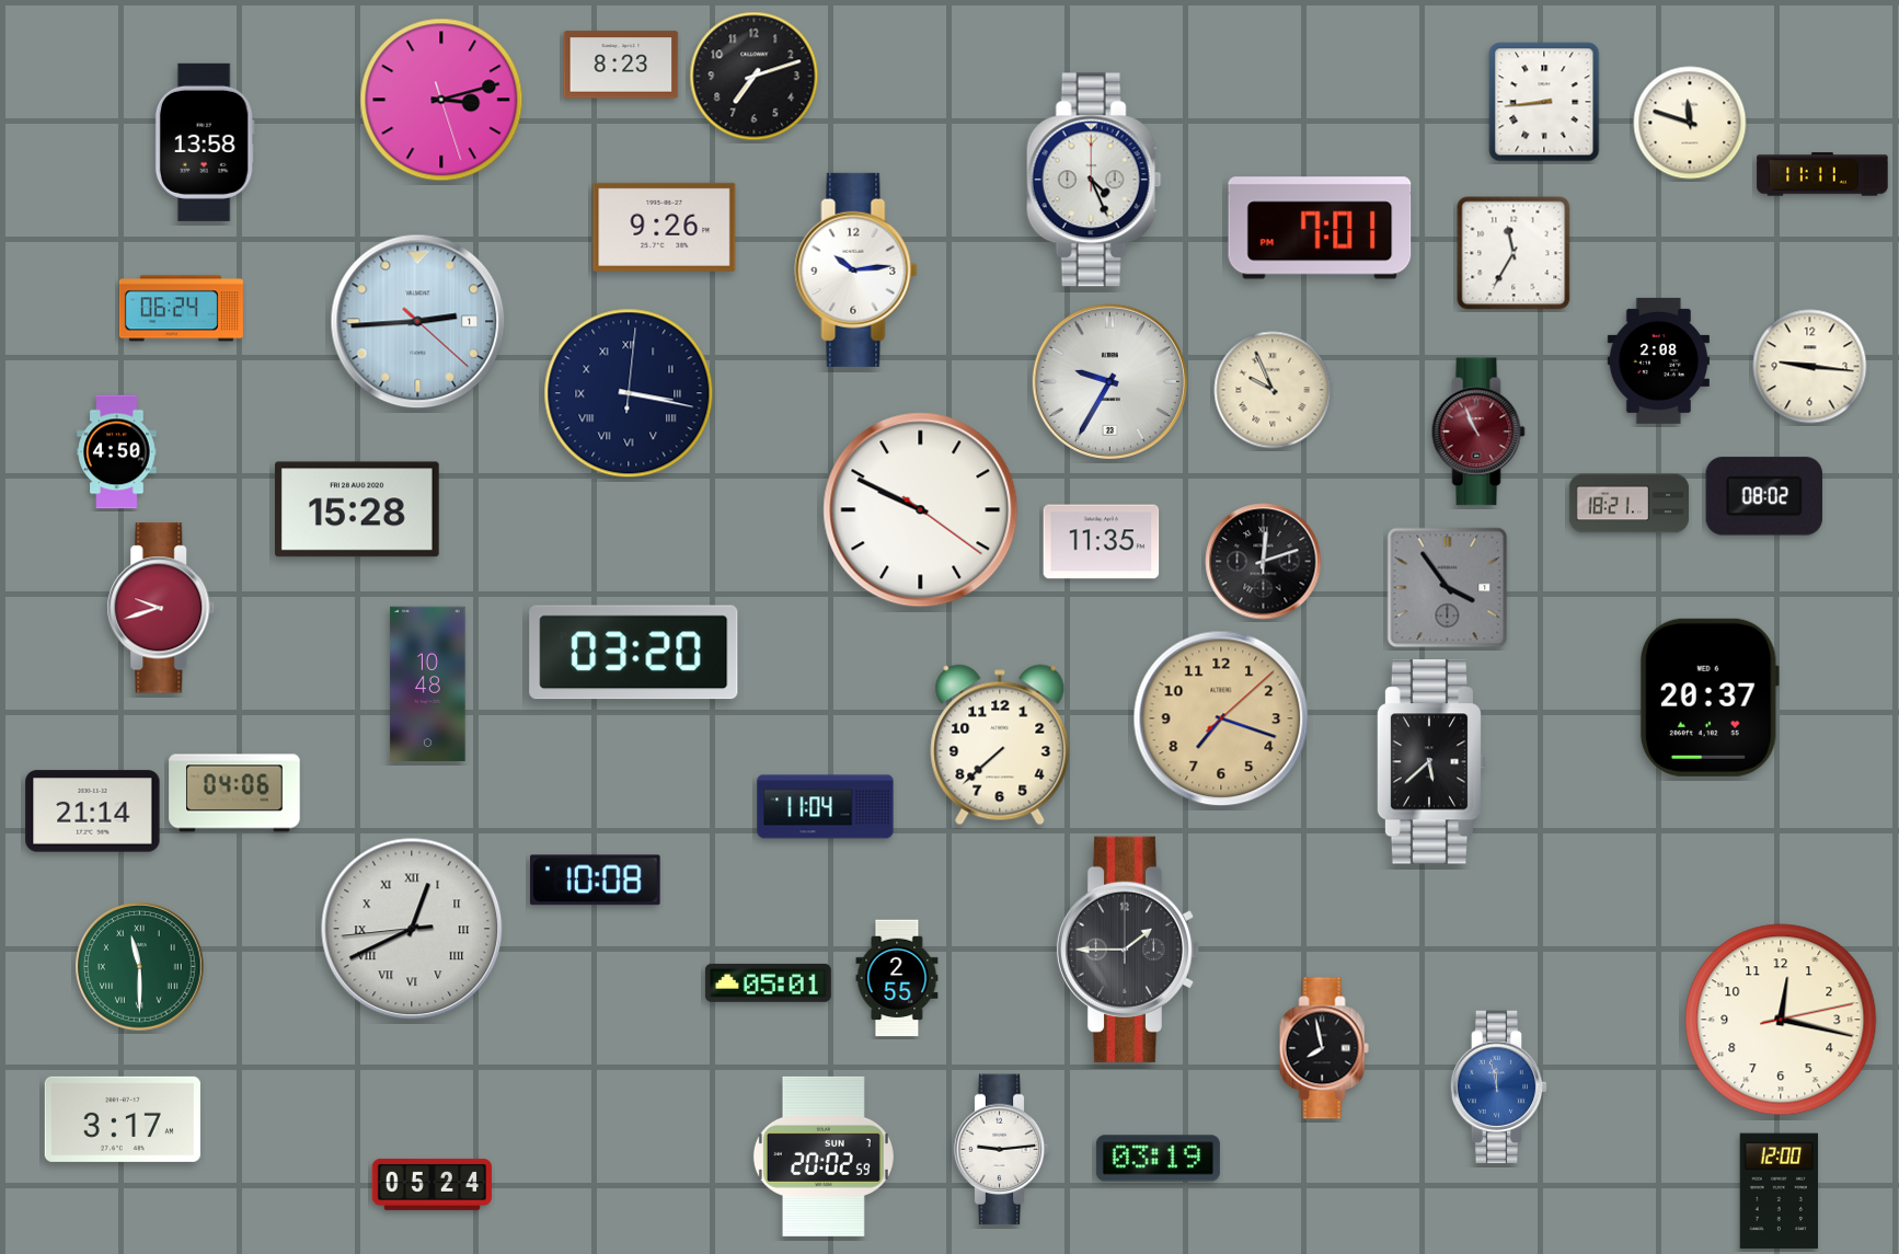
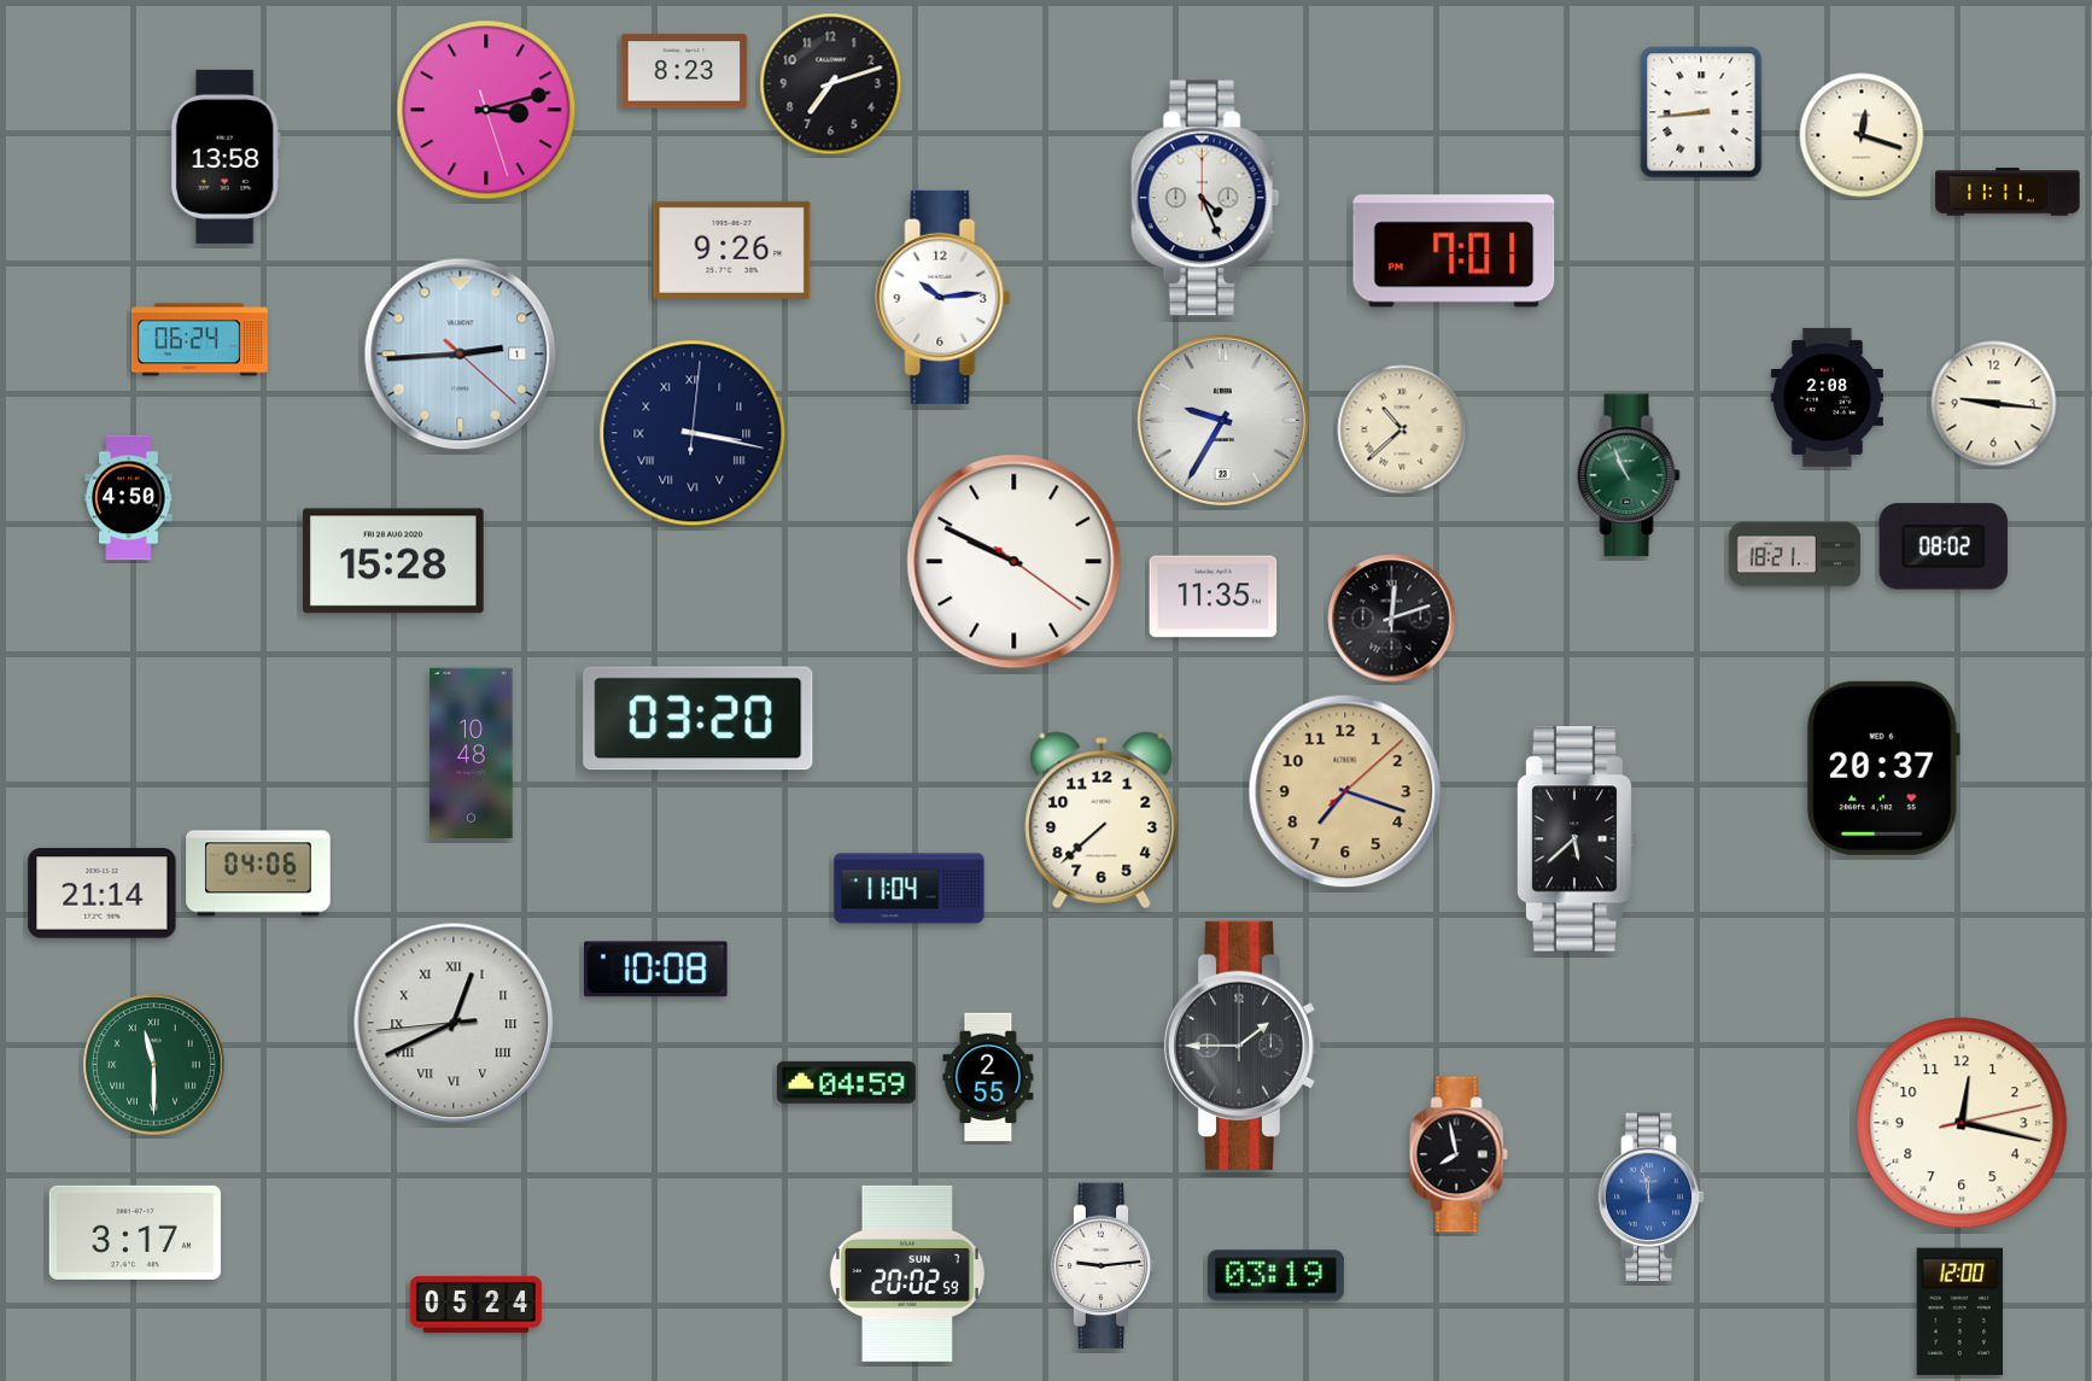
clock at (1690, 123): 11:48 -> 12:18
clock at (1514, 253): 11:35 -> none
clock at (1273, 390): 9:56 -> 10:38
clock at (1478, 432) dial: burgundy -> green
clock at (1448, 588): 3:54 -> none
clock at (161, 608): 9:42 -> none
clock at (768, 982): 05:01 -> 04:59
